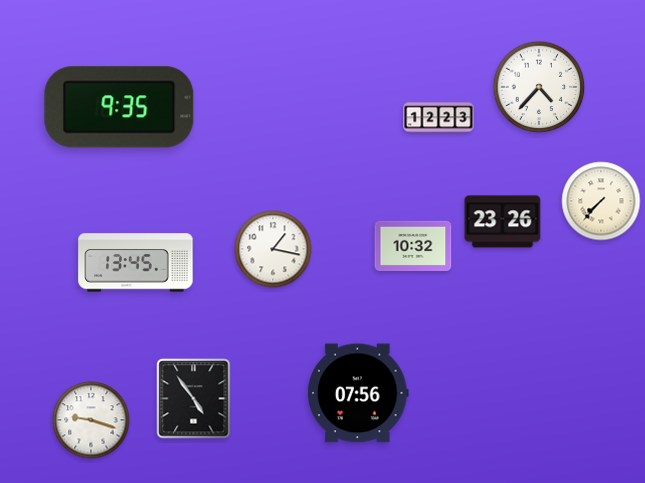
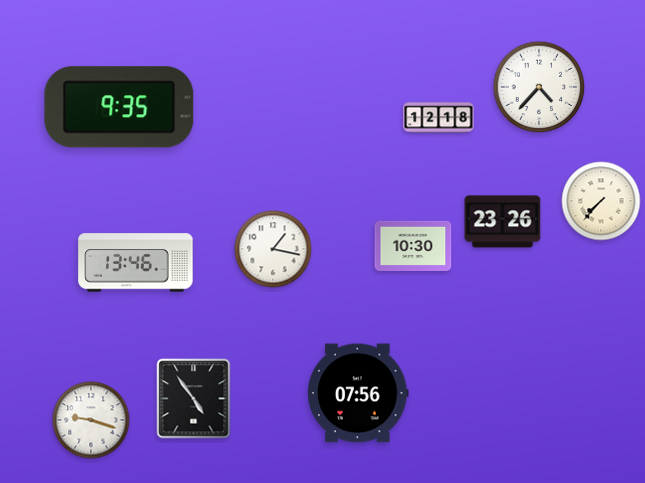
clock at (439, 118): 12:23 -> 12:18
clock at (413, 246): 10:32 -> 10:30
clock at (136, 263): 13:45 -> 13:46
